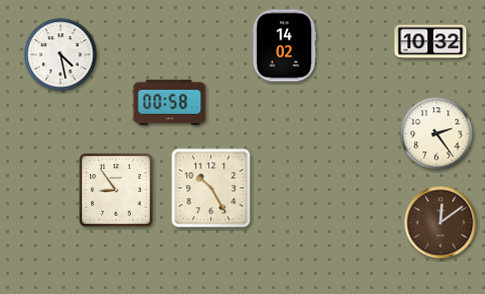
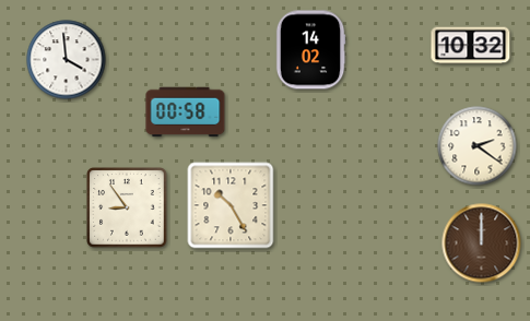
clock at (61, 55): 4:28 -> 3:59
clock at (437, 134): 2:24 -> 2:21
clock at (441, 223): 12:09 -> 12:00
